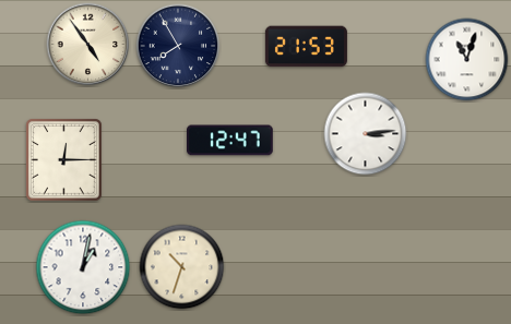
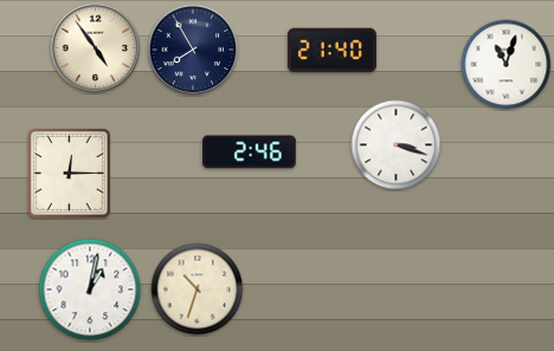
clock at (306, 47): 21:53 -> 21:40
clock at (366, 134): 3:14 -> 3:18
clock at (230, 141): 12:47 -> 2:46
